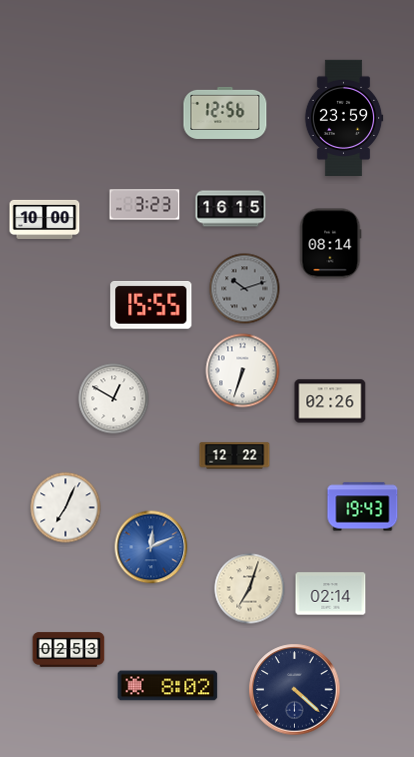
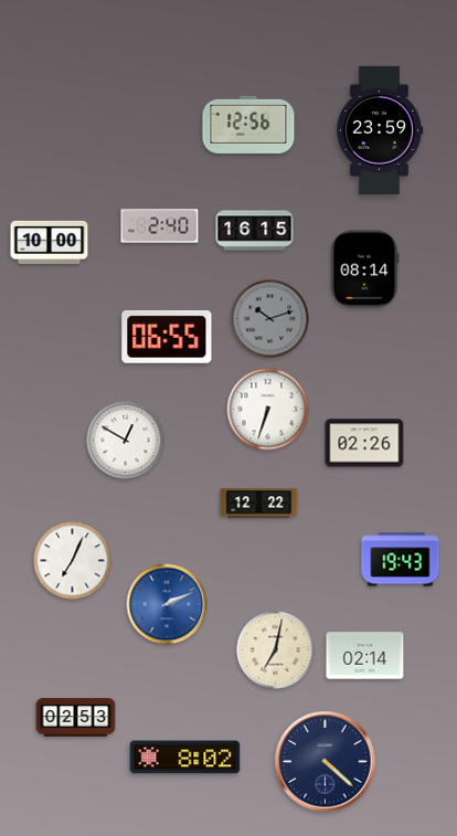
clock at (145, 205): 3:23 -> 2:40
clock at (151, 305): 15:55 -> 06:55
clock at (151, 547): 12:11 -> 2:11
clock at (250, 589): 7:03 -> 7:02
